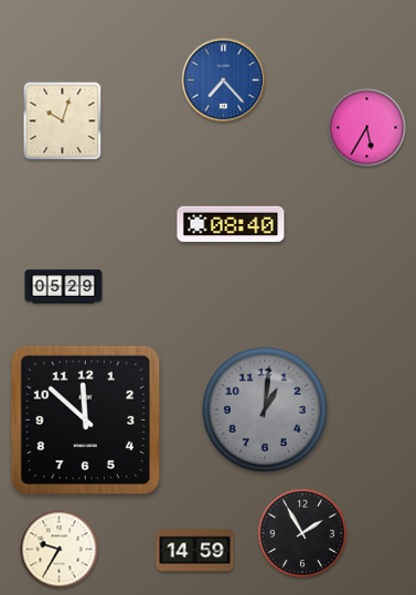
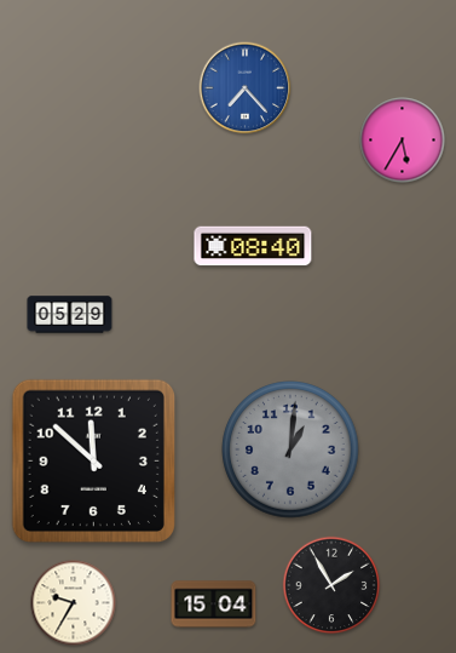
clock at (63, 121): 10:03 -> none
clock at (60, 550) position: (60, 550) -> (74, 603)
clock at (195, 551): 14:59 -> 15:04
